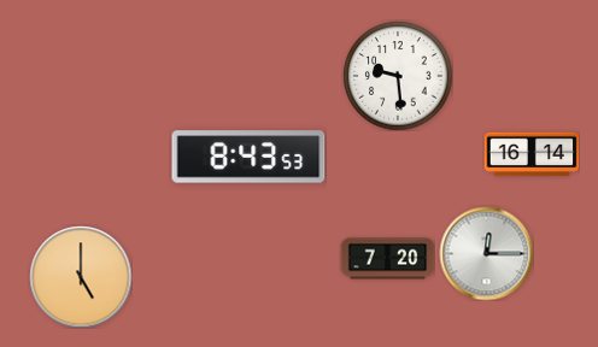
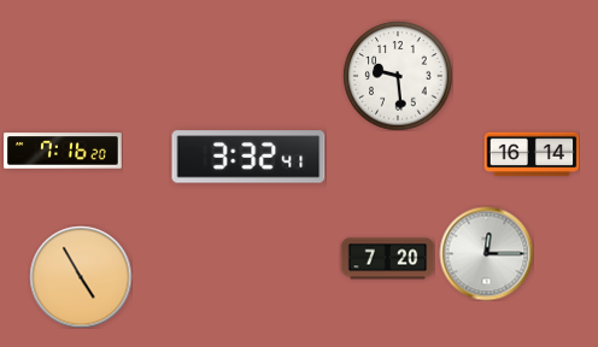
clock at (63, 151): none -> 7:16
clock at (248, 157): 8:43 -> 3:32
clock at (81, 277): 5:00 -> 4:55
